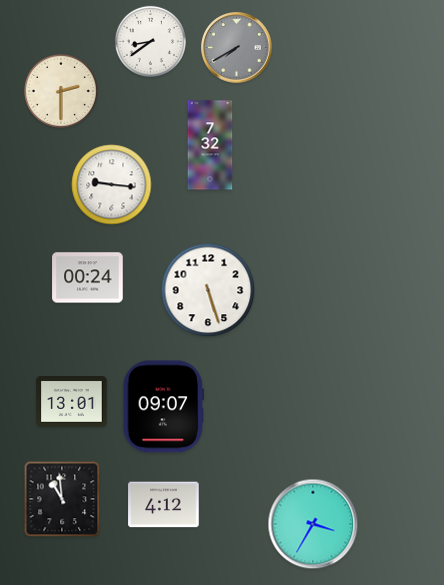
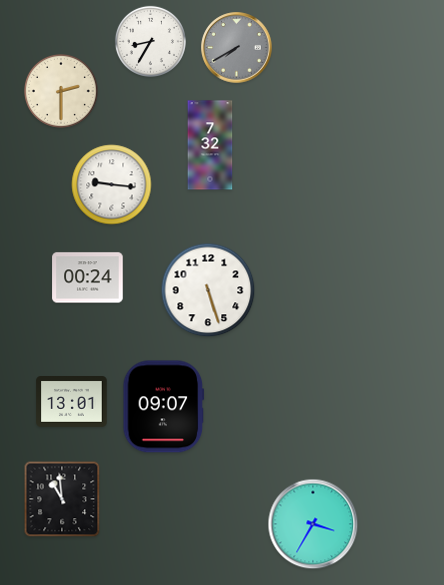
clock at (150, 41): 8:39 -> 8:35
clock at (164, 505): 4:12 -> none
